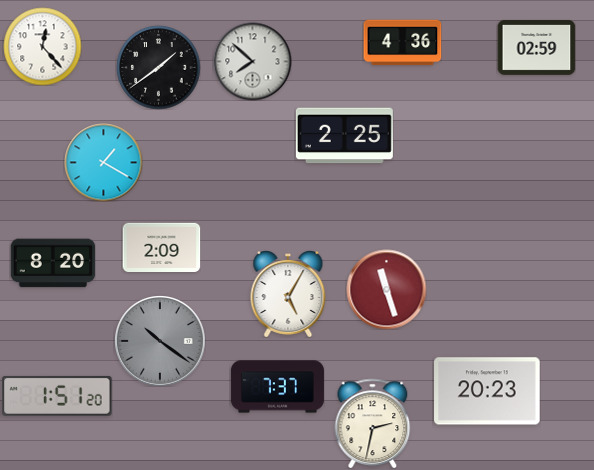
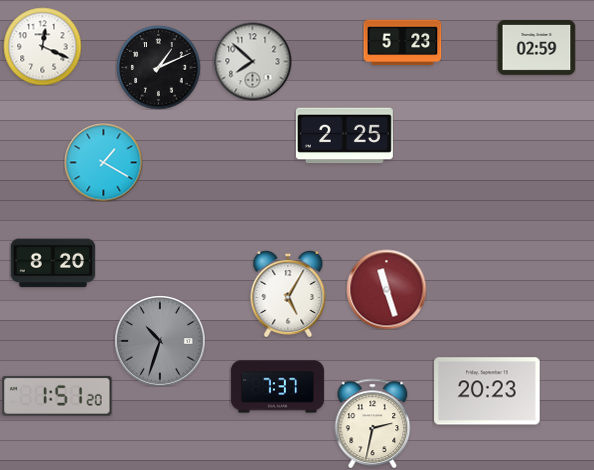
clock at (402, 43): 4:36 -> 5:23
clock at (42, 46): 12:23 -> 12:19
clock at (158, 67): 1:39 -> 1:11
clock at (161, 247): 2:09 -> none
clock at (160, 341): 10:21 -> 10:33
